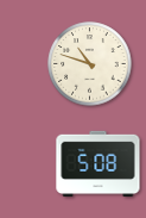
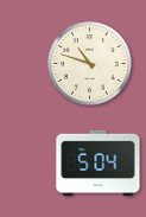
clock at (99, 164): 5:08 -> 5:04
